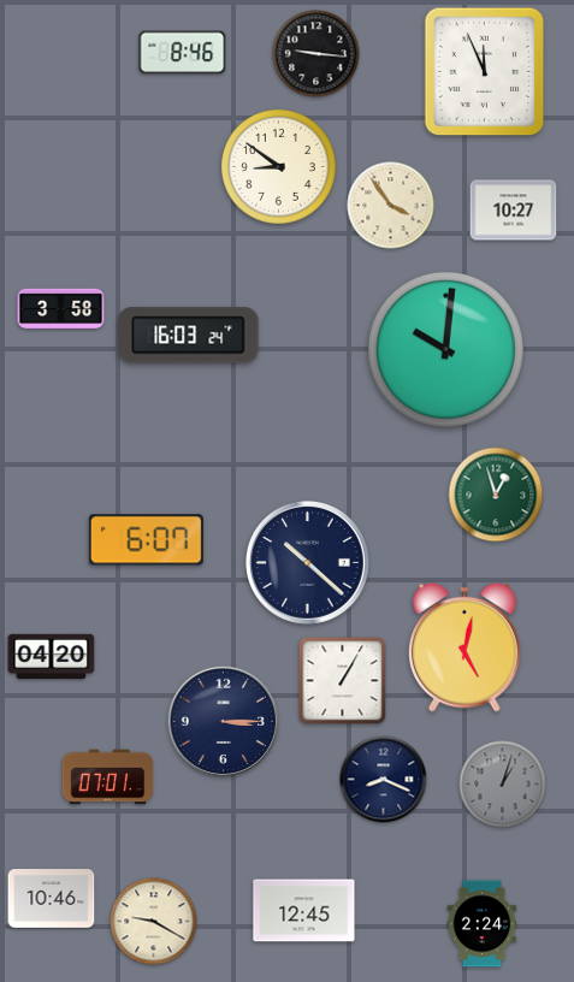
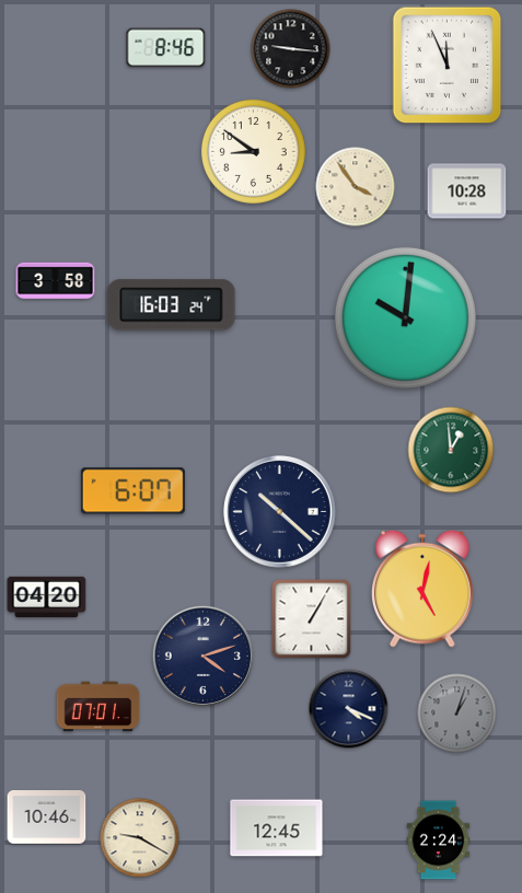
clock at (316, 54) position: (316, 54) -> (291, 49)
clock at (485, 72) position: (485, 72) -> (448, 66)
clock at (514, 211): 10:27 -> 10:28
clock at (496, 495): 12:57 -> 12:59
clock at (223, 721): 3:15 -> 4:12
clock at (384, 780): 8:19 -> 4:19
